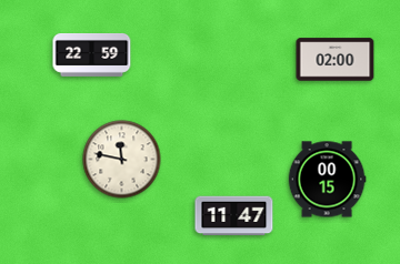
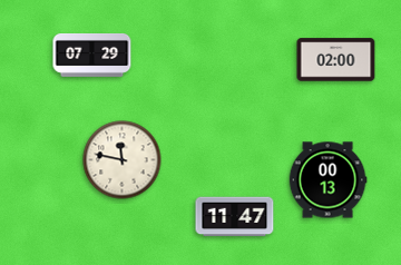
clock at (92, 55): 22:59 -> 07:29
clock at (327, 180): 00:15 -> 00:13
